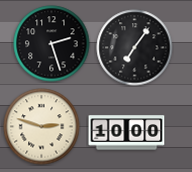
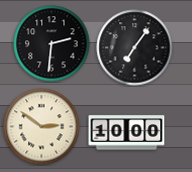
clock at (52, 44): 2:27 -> 2:31
clock at (42, 127): 2:48 -> 2:51
